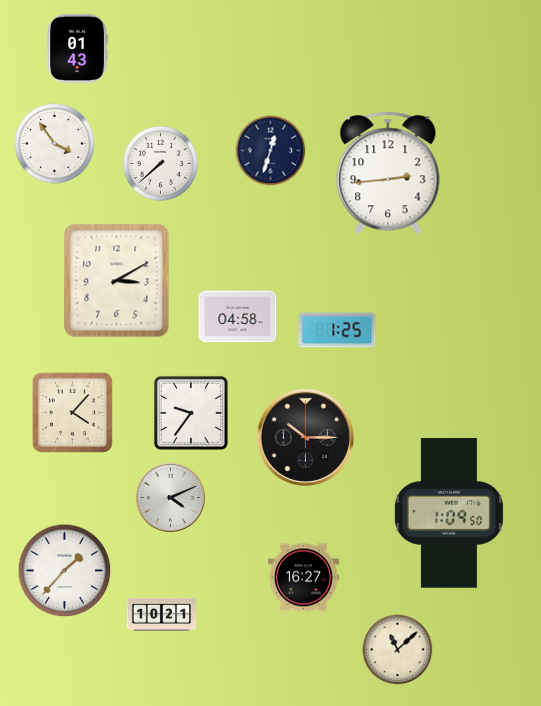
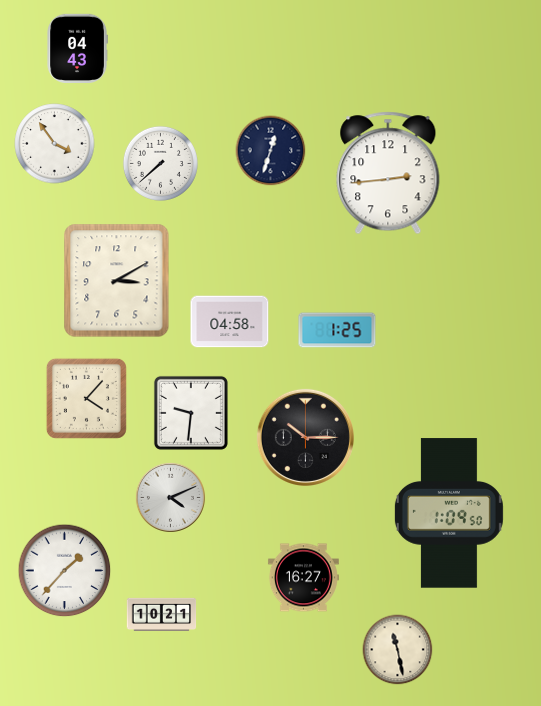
clock at (77, 49): 01:43 -> 04:43
clock at (238, 317) position: (238, 317) -> (230, 322)
clock at (72, 412) position: (72, 412) -> (86, 398)
clock at (191, 413): 9:36 -> 9:31
clock at (398, 650): 11:08 -> 11:28
